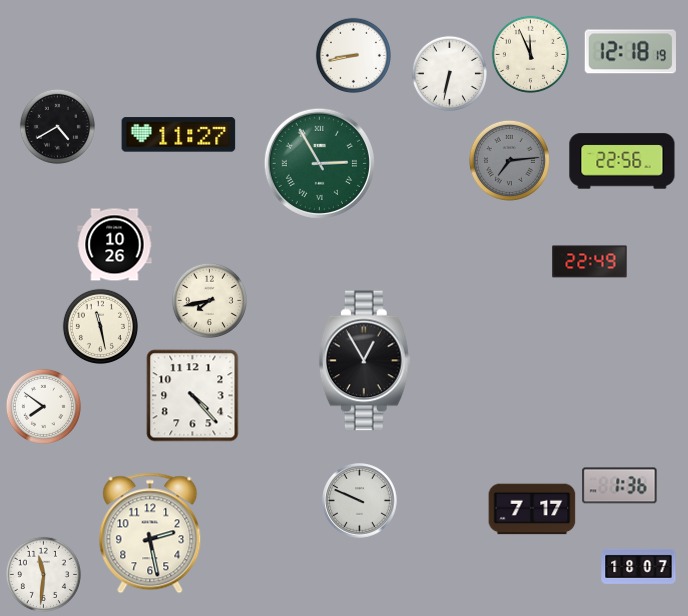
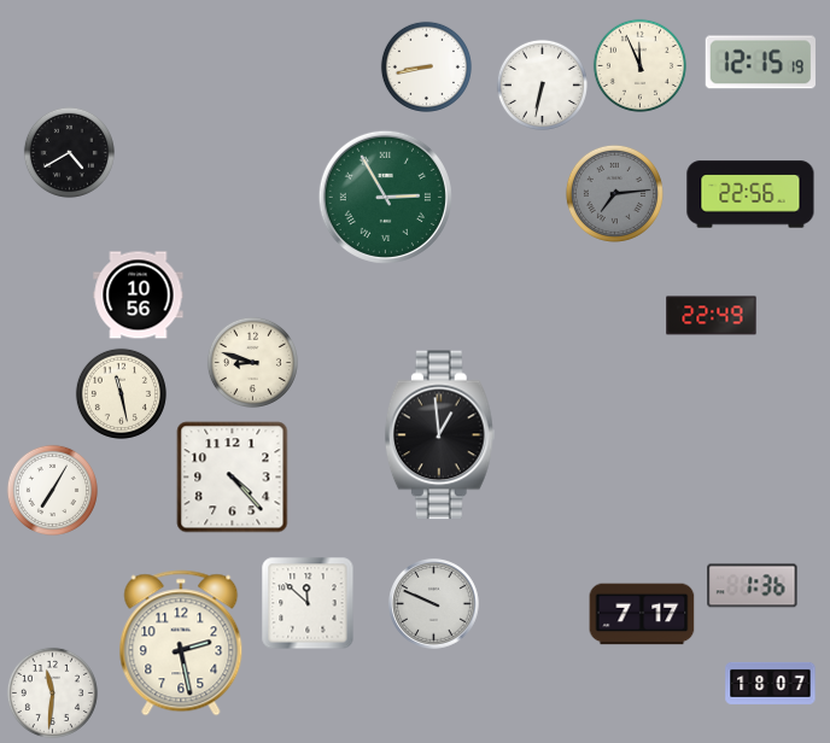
clock at (630, 52): 12:18 -> 12:15
clock at (449, 73) position: (449, 73) -> (542, 84)
clock at (179, 135): 11:27 -> none
clock at (115, 245): 10:26 -> 10:56
clock at (209, 300): 7:43 -> 8:48
clock at (364, 361): 12:55 -> 12:59
clock at (43, 406): 7:51 -> 7:05
clock at (620, 486) position: (620, 486) -> (753, 586)
clock at (308, 603): none -> 11:52
